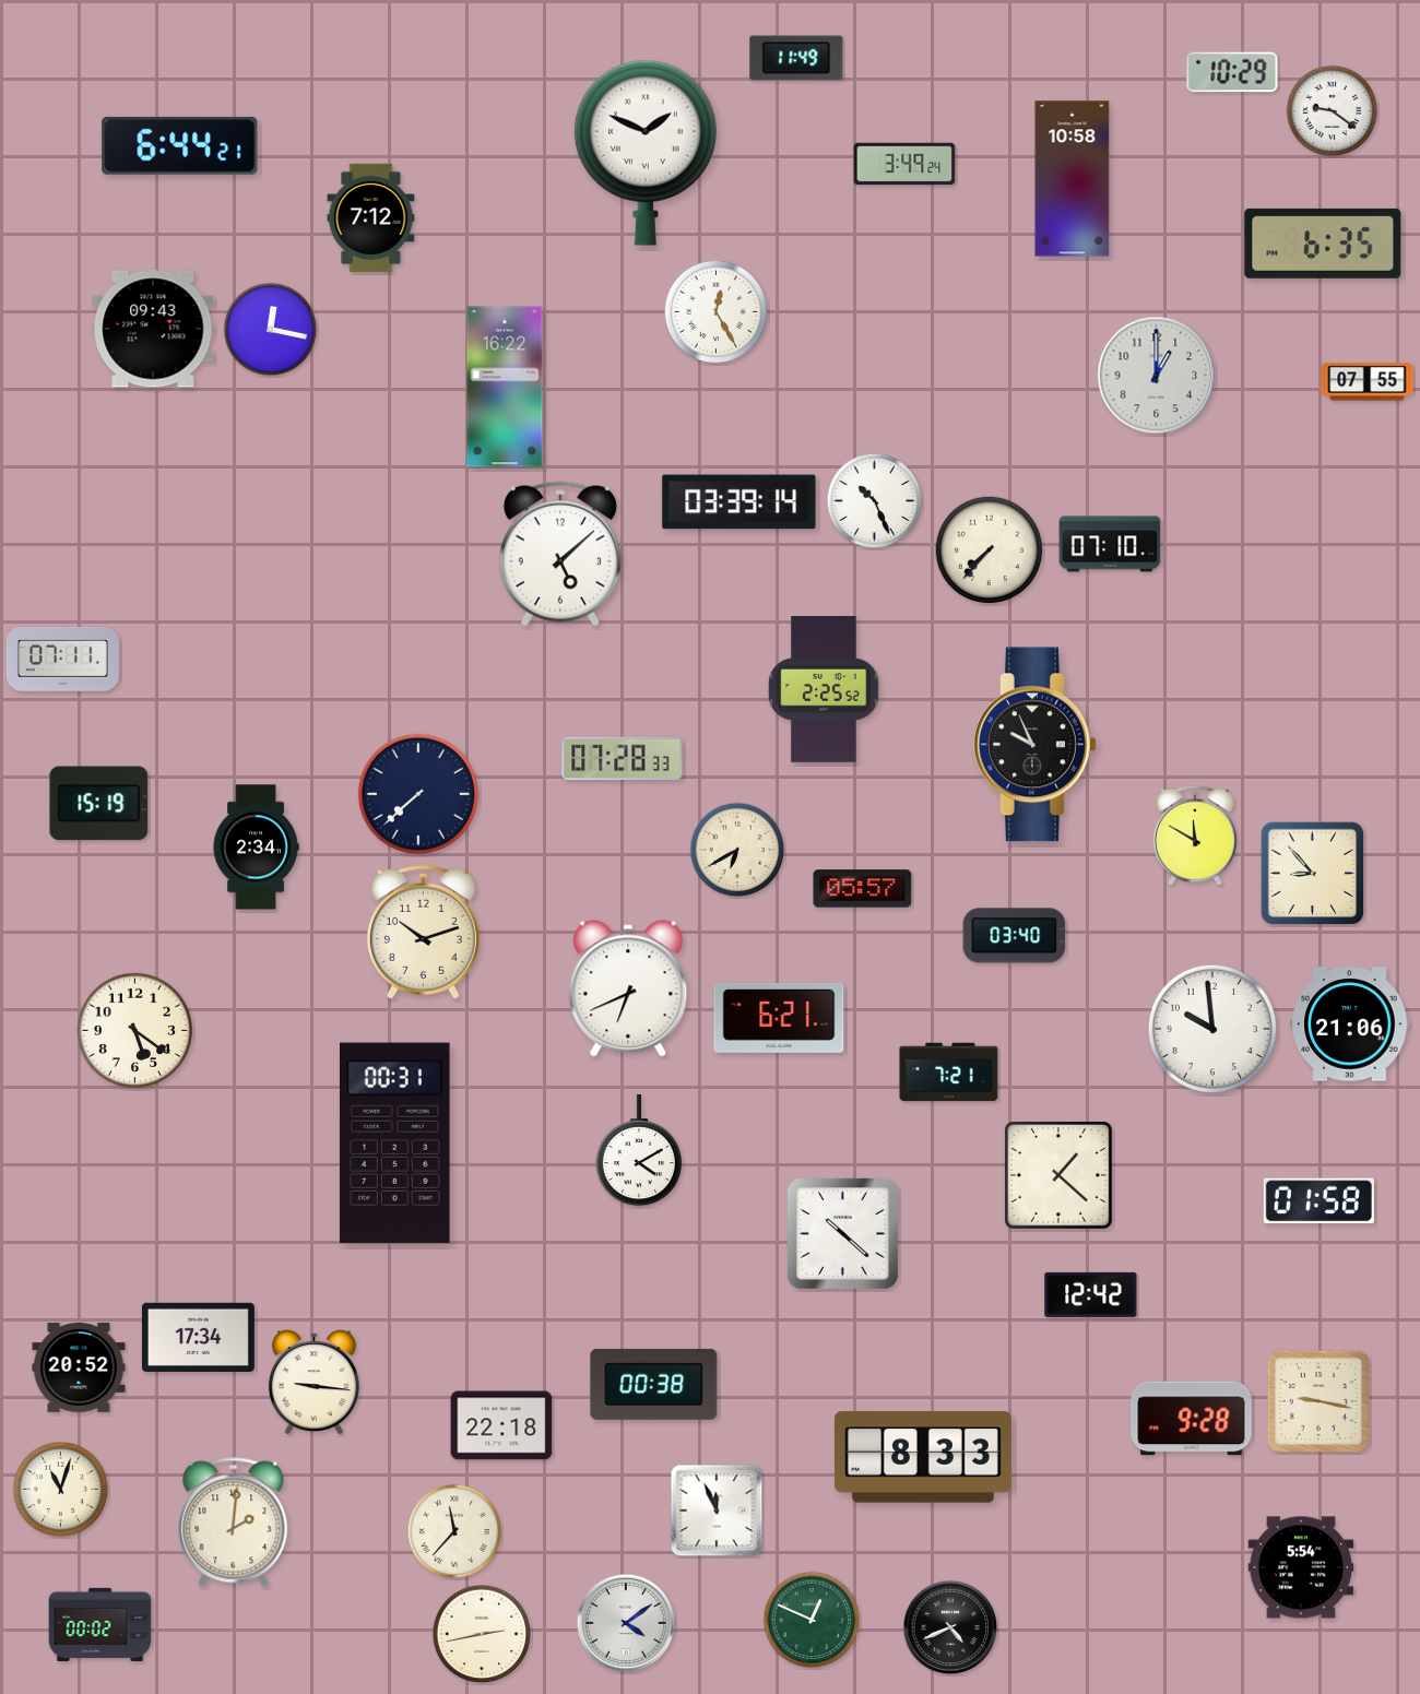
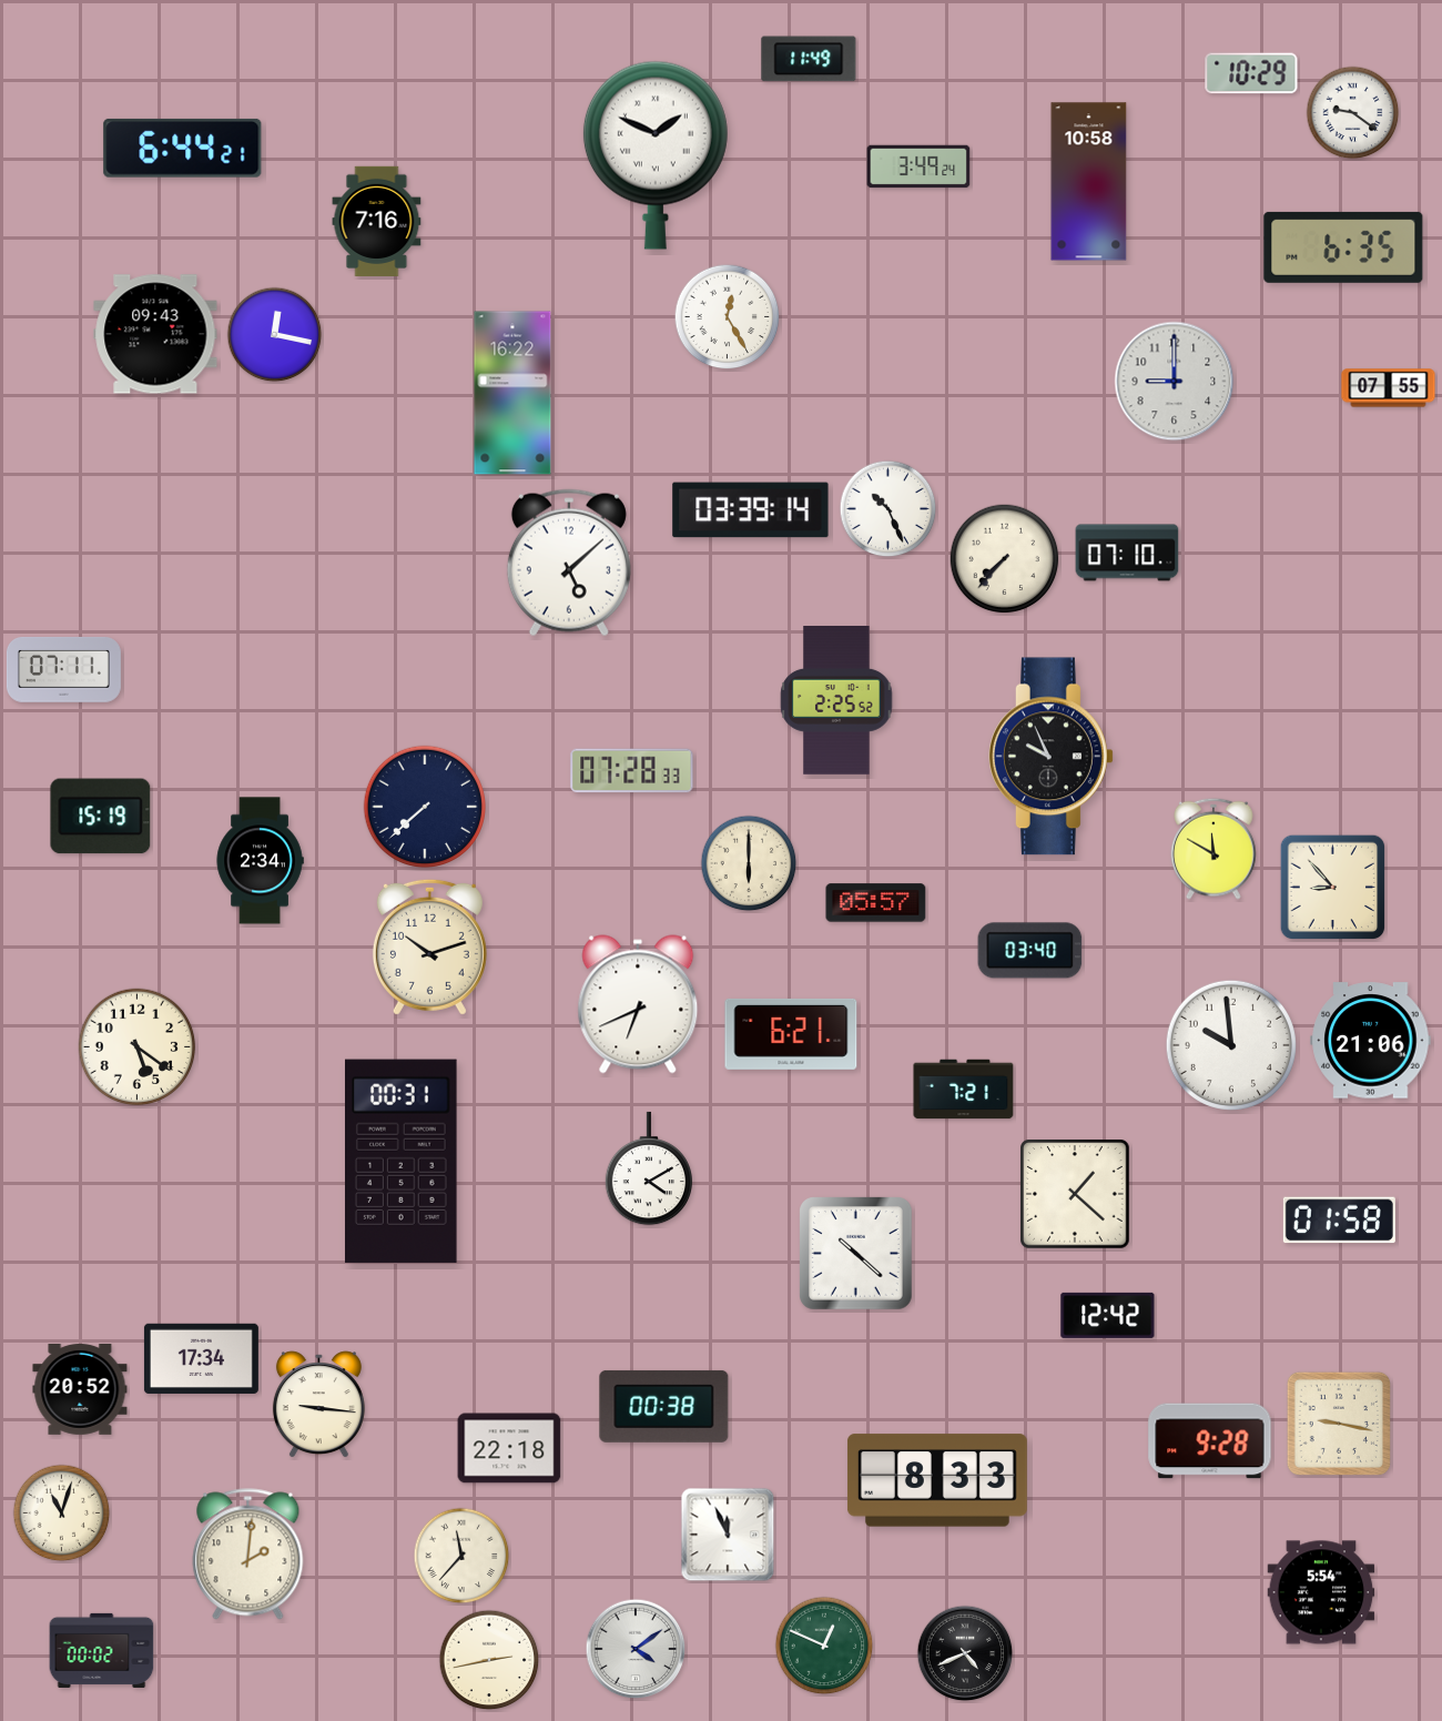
clock at (371, 217): 7:12 -> 7:16
clock at (1157, 376): 1:00 -> 9:00
clock at (737, 850): 6:40 -> 6:00
clock at (234, 1523) position: (234, 1523) -> (248, 1555)
